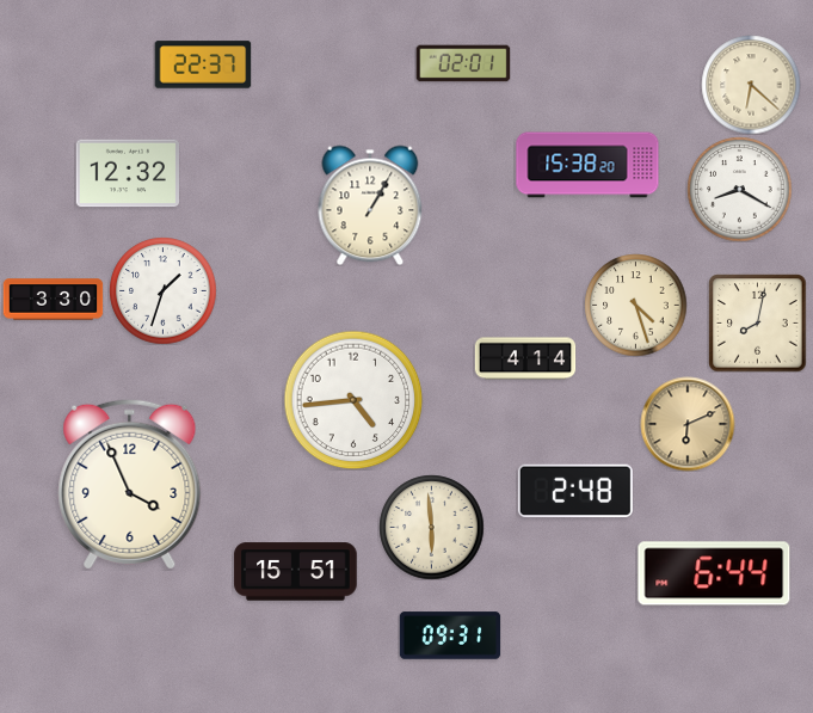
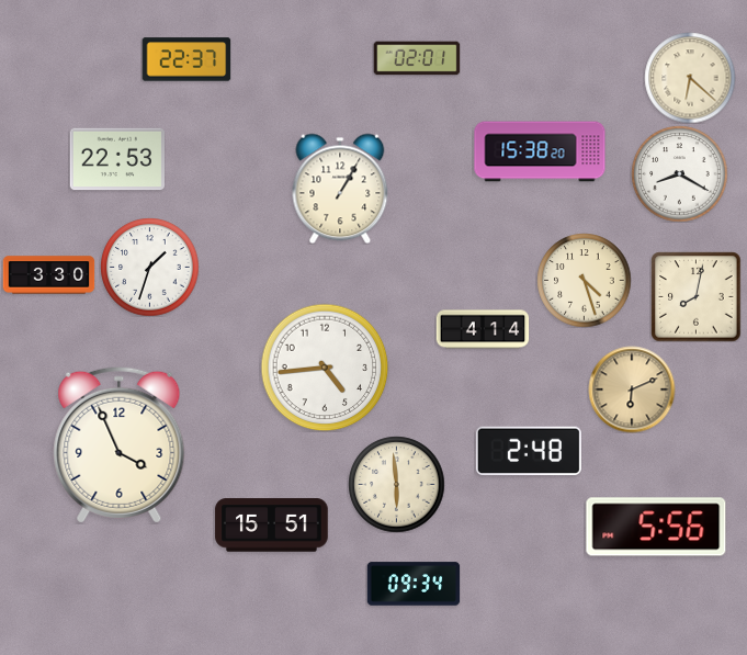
clock at (463, 63) position: (463, 63) -> (417, 58)
clock at (127, 173): 12:32 -> 22:53
clock at (714, 573): 6:44 -> 5:56
clock at (450, 635): 09:31 -> 09:34
